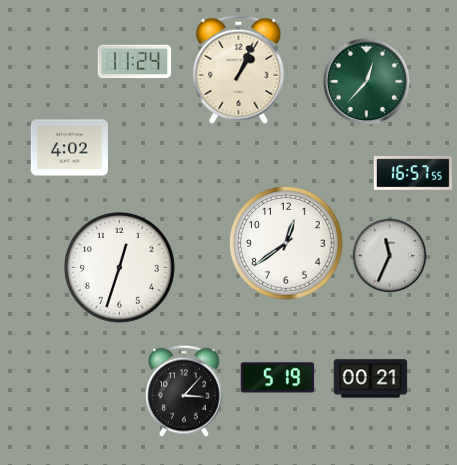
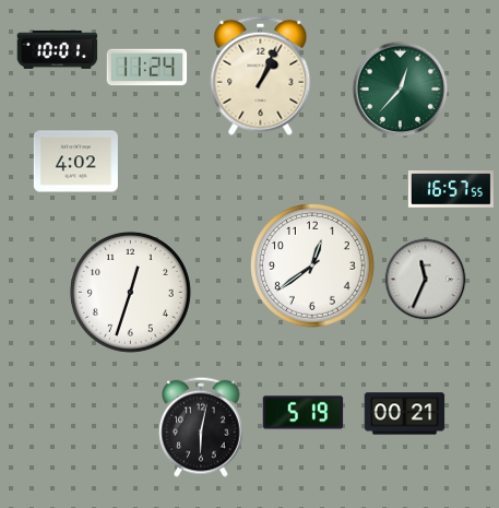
clock at (58, 49): none -> 10:01
clock at (184, 391): 3:07 -> 6:02
